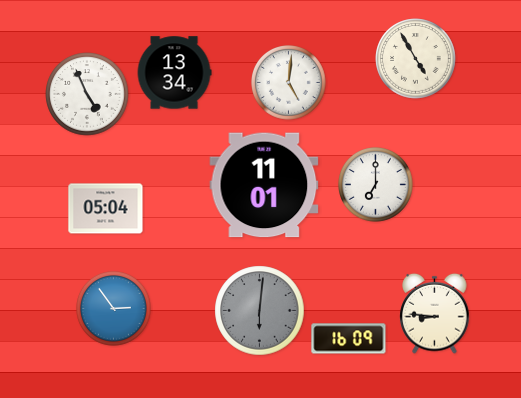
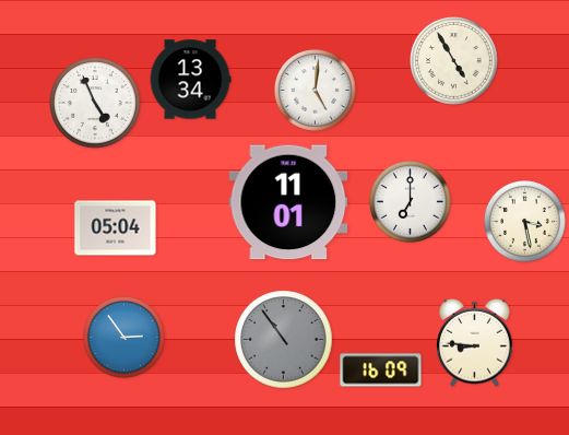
clock at (416, 59) position: (416, 59) -> (454, 61)
clock at (525, 222): none -> 3:28
clock at (260, 311): 6:01 -> 10:54
